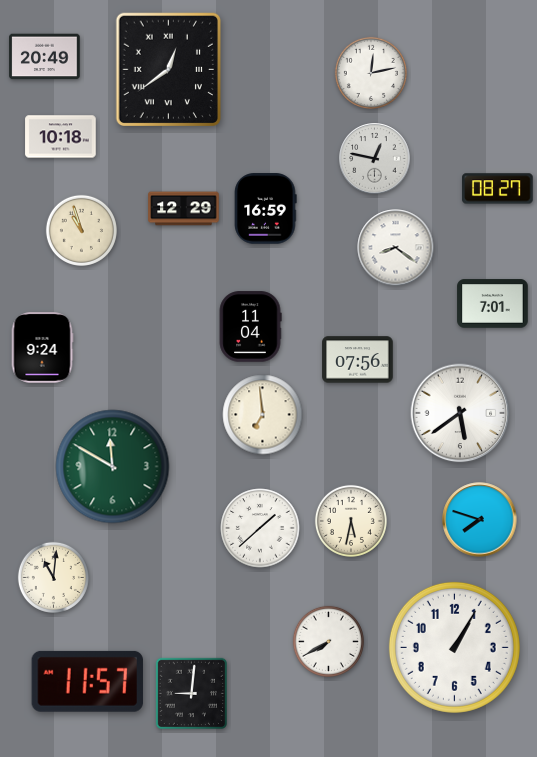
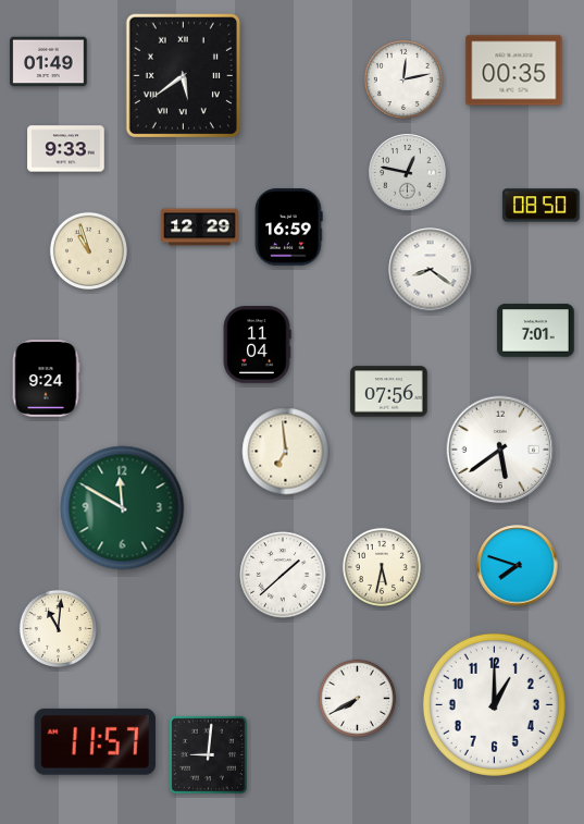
clock at (45, 57): 20:49 -> 01:49
clock at (514, 71): none -> 00:35
clock at (168, 69): 12:39 -> 5:39
clock at (61, 137): 10:18 -> 9:33
clock at (498, 189): 08:27 -> 08:50
clock at (250, 327) position: (250, 327) -> (257, 345)
clock at (480, 520) position: (480, 520) -> (518, 566)
clock at (454, 647): 1:05 -> 1:00
